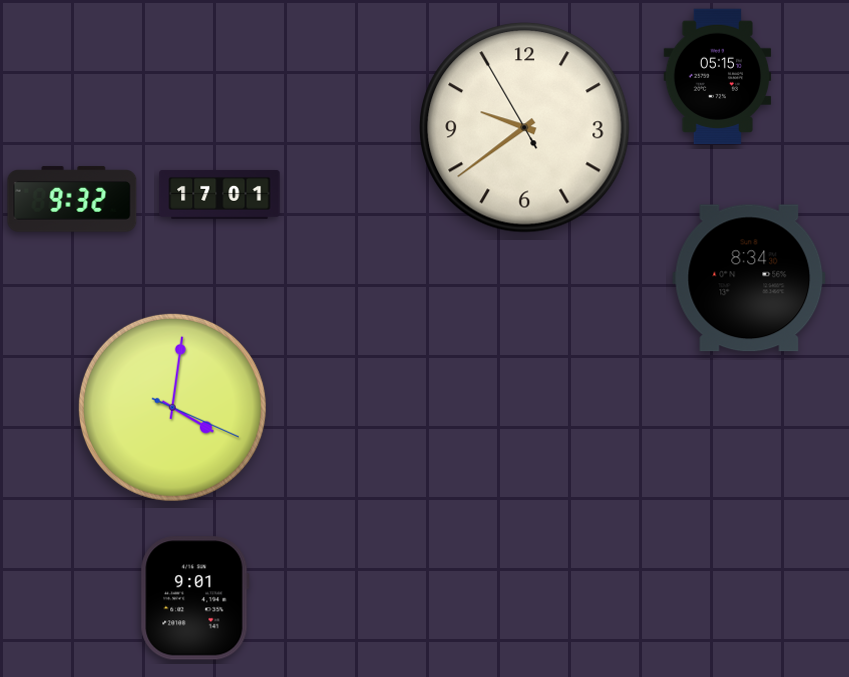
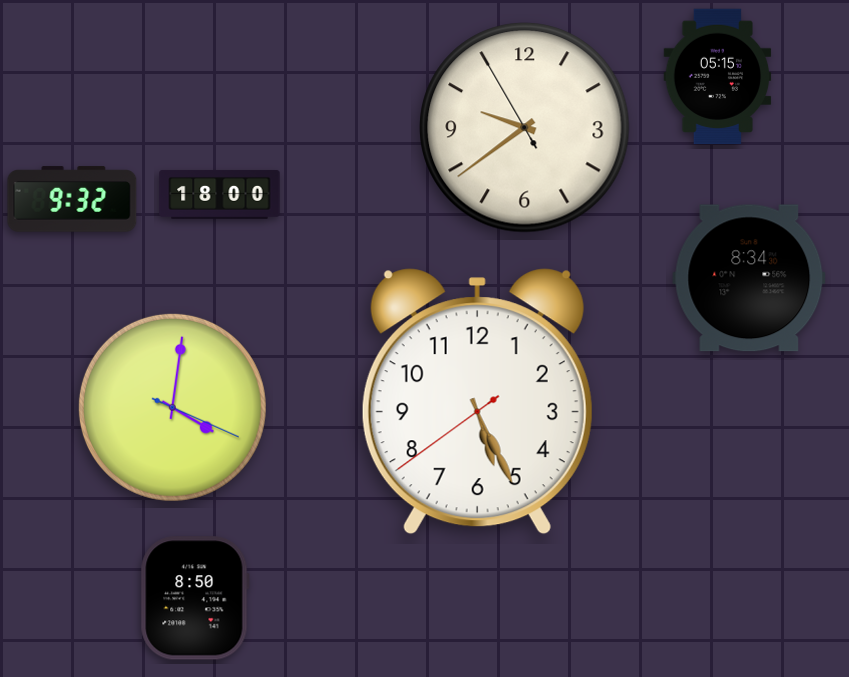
clock at (220, 194): 17:01 -> 18:00
clock at (477, 402): none -> 5:25
clock at (195, 598): 9:01 -> 8:50
